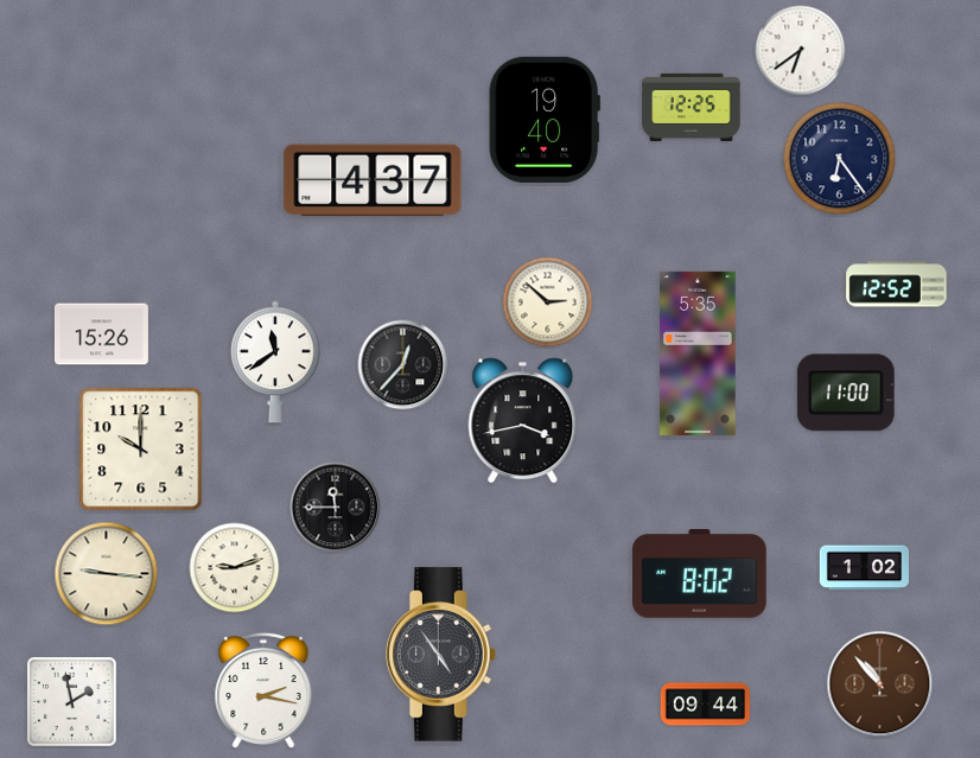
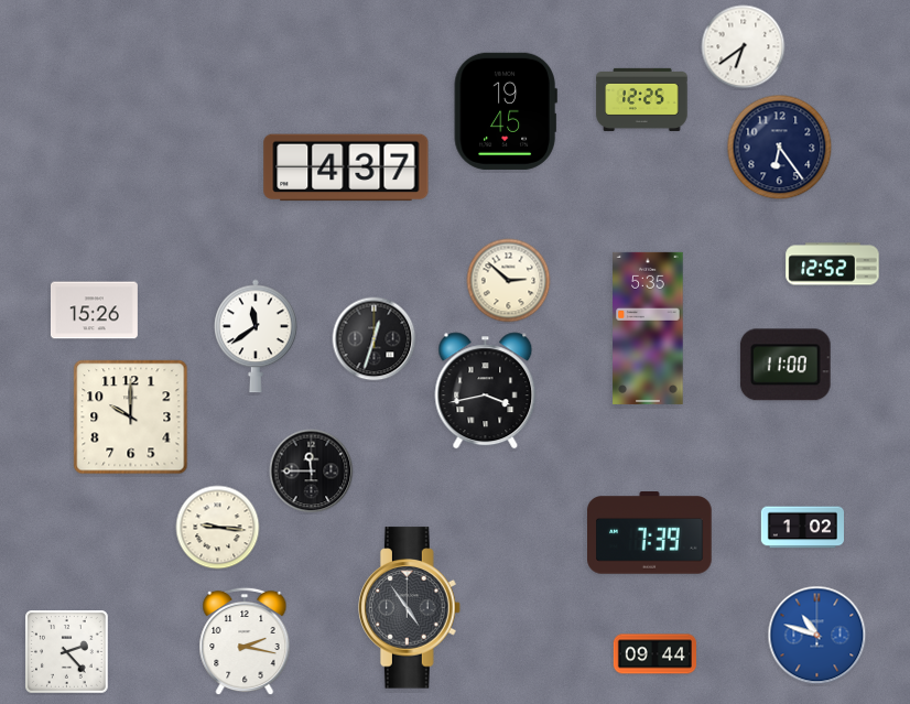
clock at (545, 120): 19:40 -> 19:45
clock at (403, 365): 12:37 -> 12:33
clock at (235, 568): 9:12 -> 9:16
clock at (107, 574): 9:16 -> none
clock at (700, 574): 8:02 -> 7:39
clock at (880, 684): 10:53 -> 10:48
clock at (880, 684) dial: brown -> blue
clock at (72, 702): 1:58 -> 2:23
